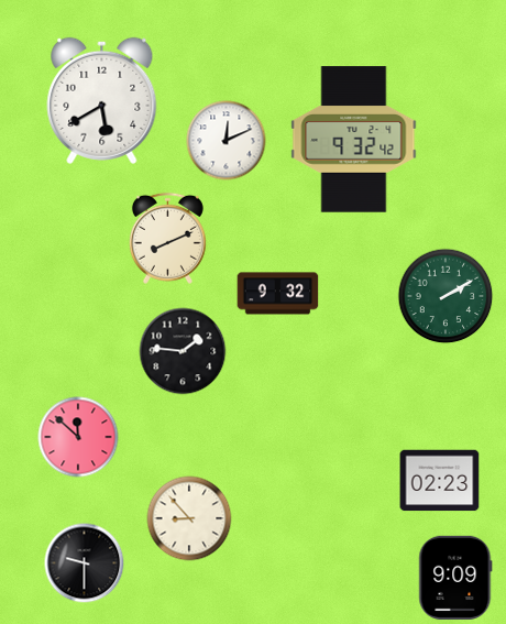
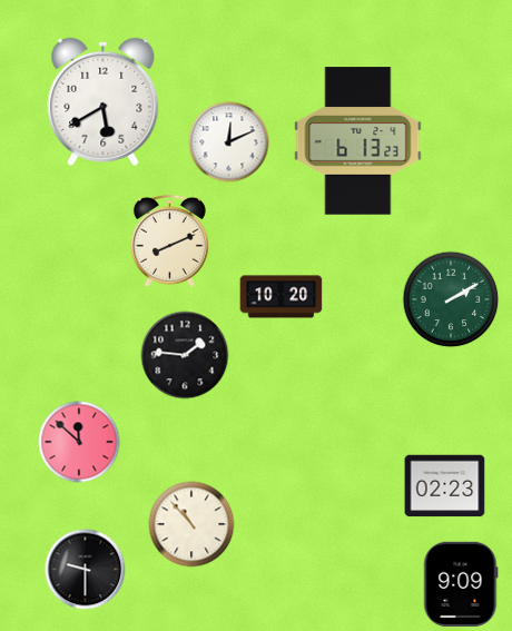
clock at (354, 140): 9:32 -> 6:13
clock at (278, 294): 9:32 -> 10:20
clock at (189, 518): 8:53 -> 10:53
